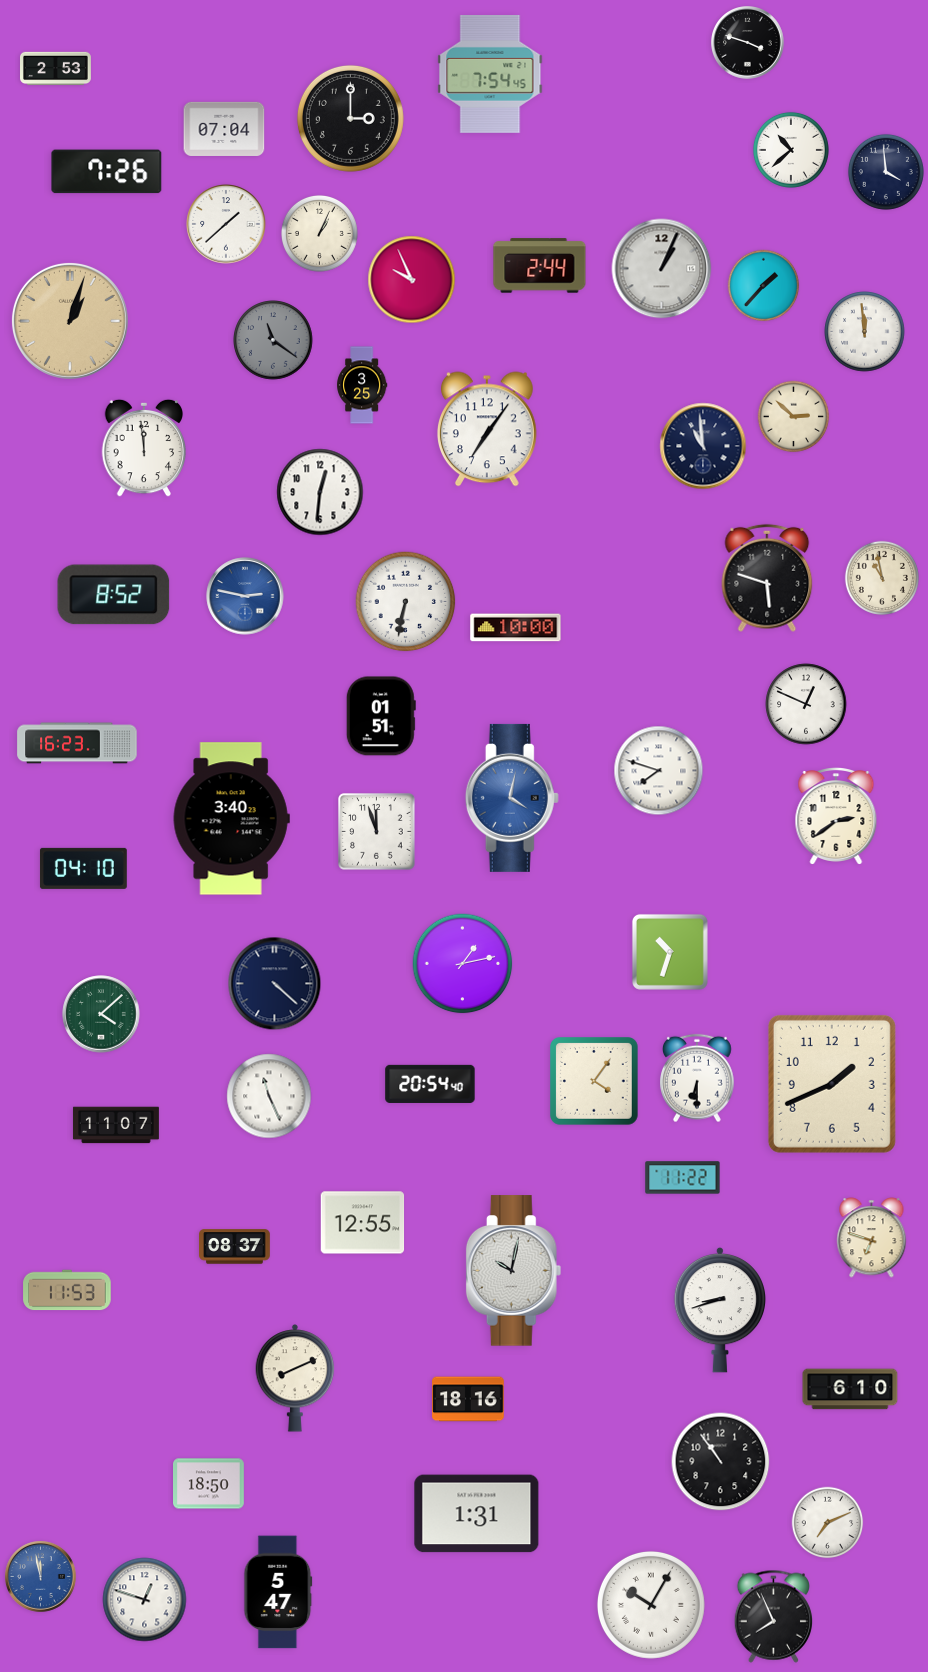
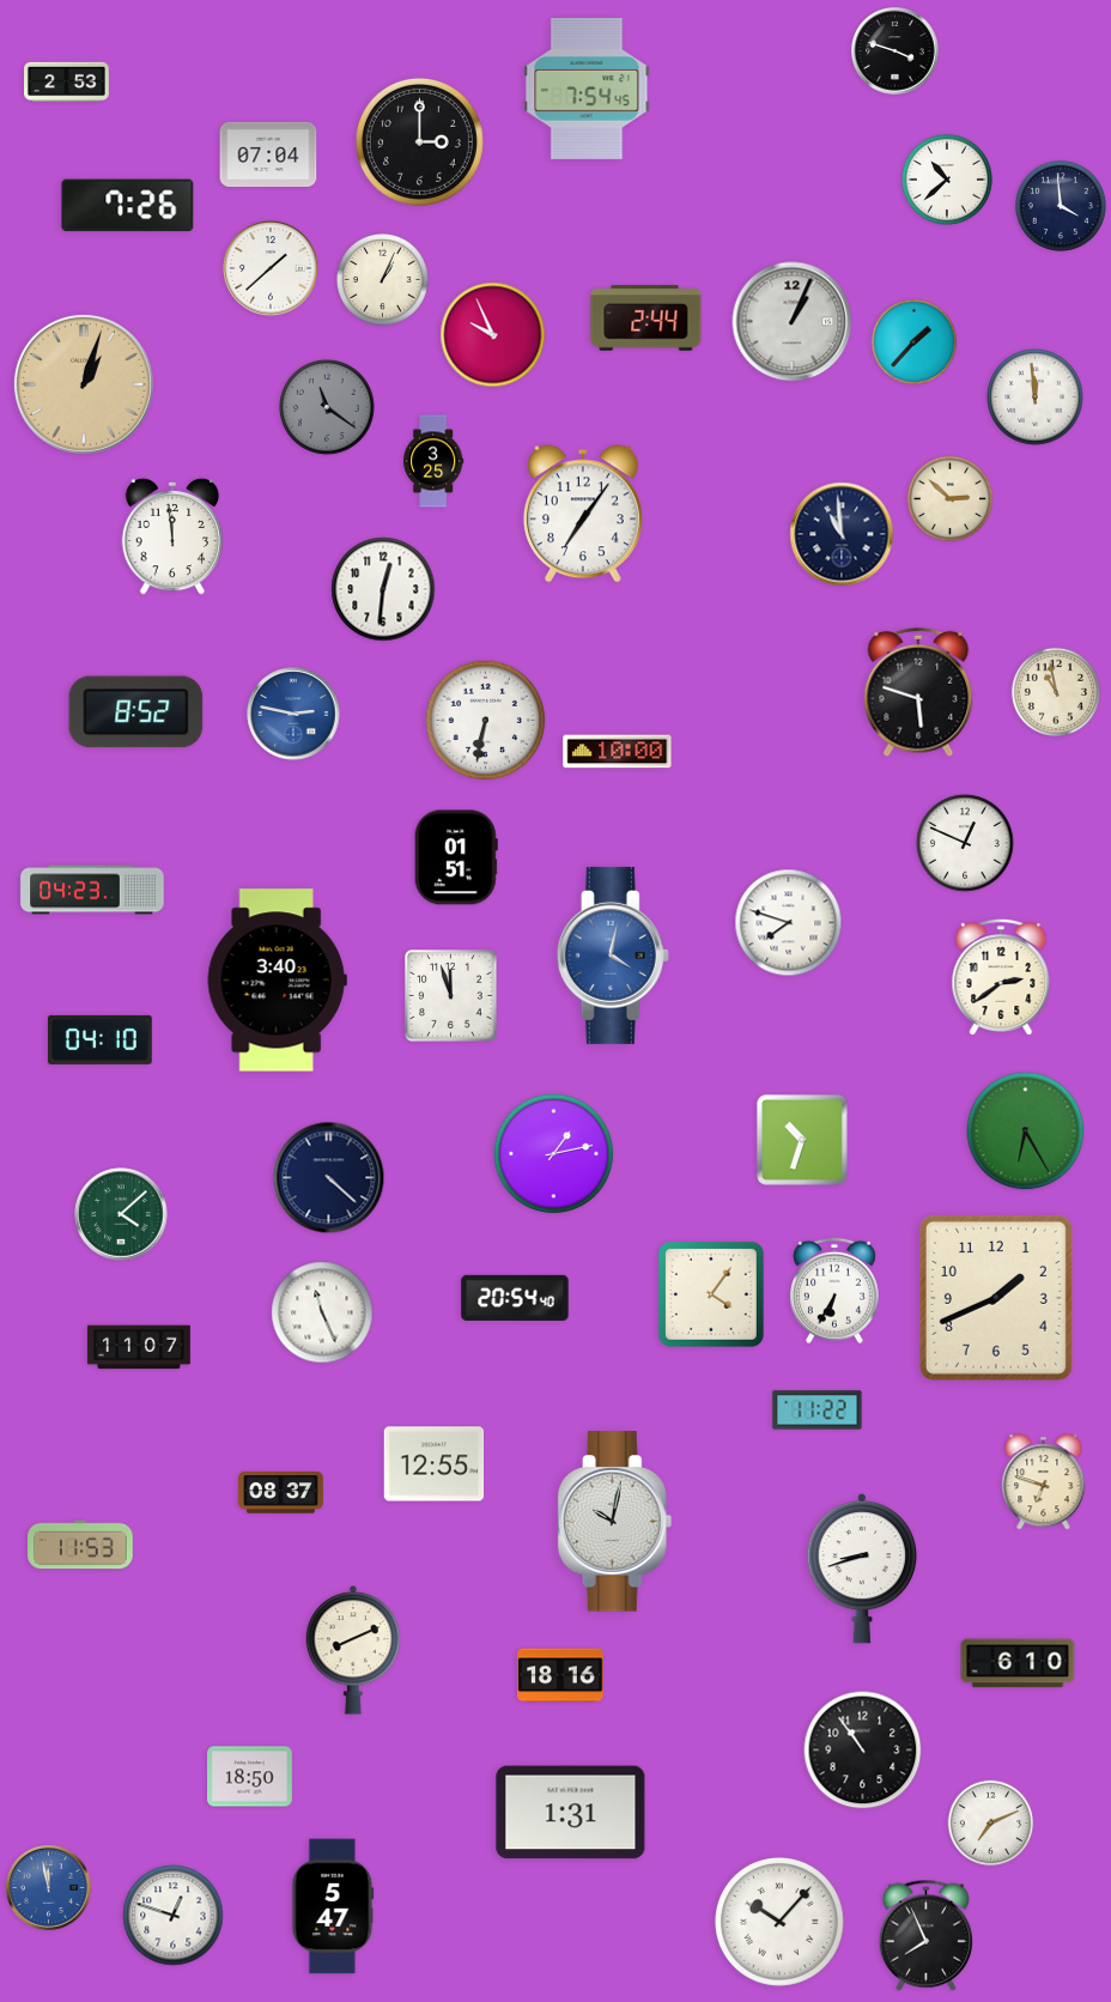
clock at (77, 743): 16:23 -> 04:23
clock at (1026, 1132): none -> 6:25
clock at (698, 1078): 6:30 -> 6:35
clock at (651, 1605): 10:05 -> 10:07
